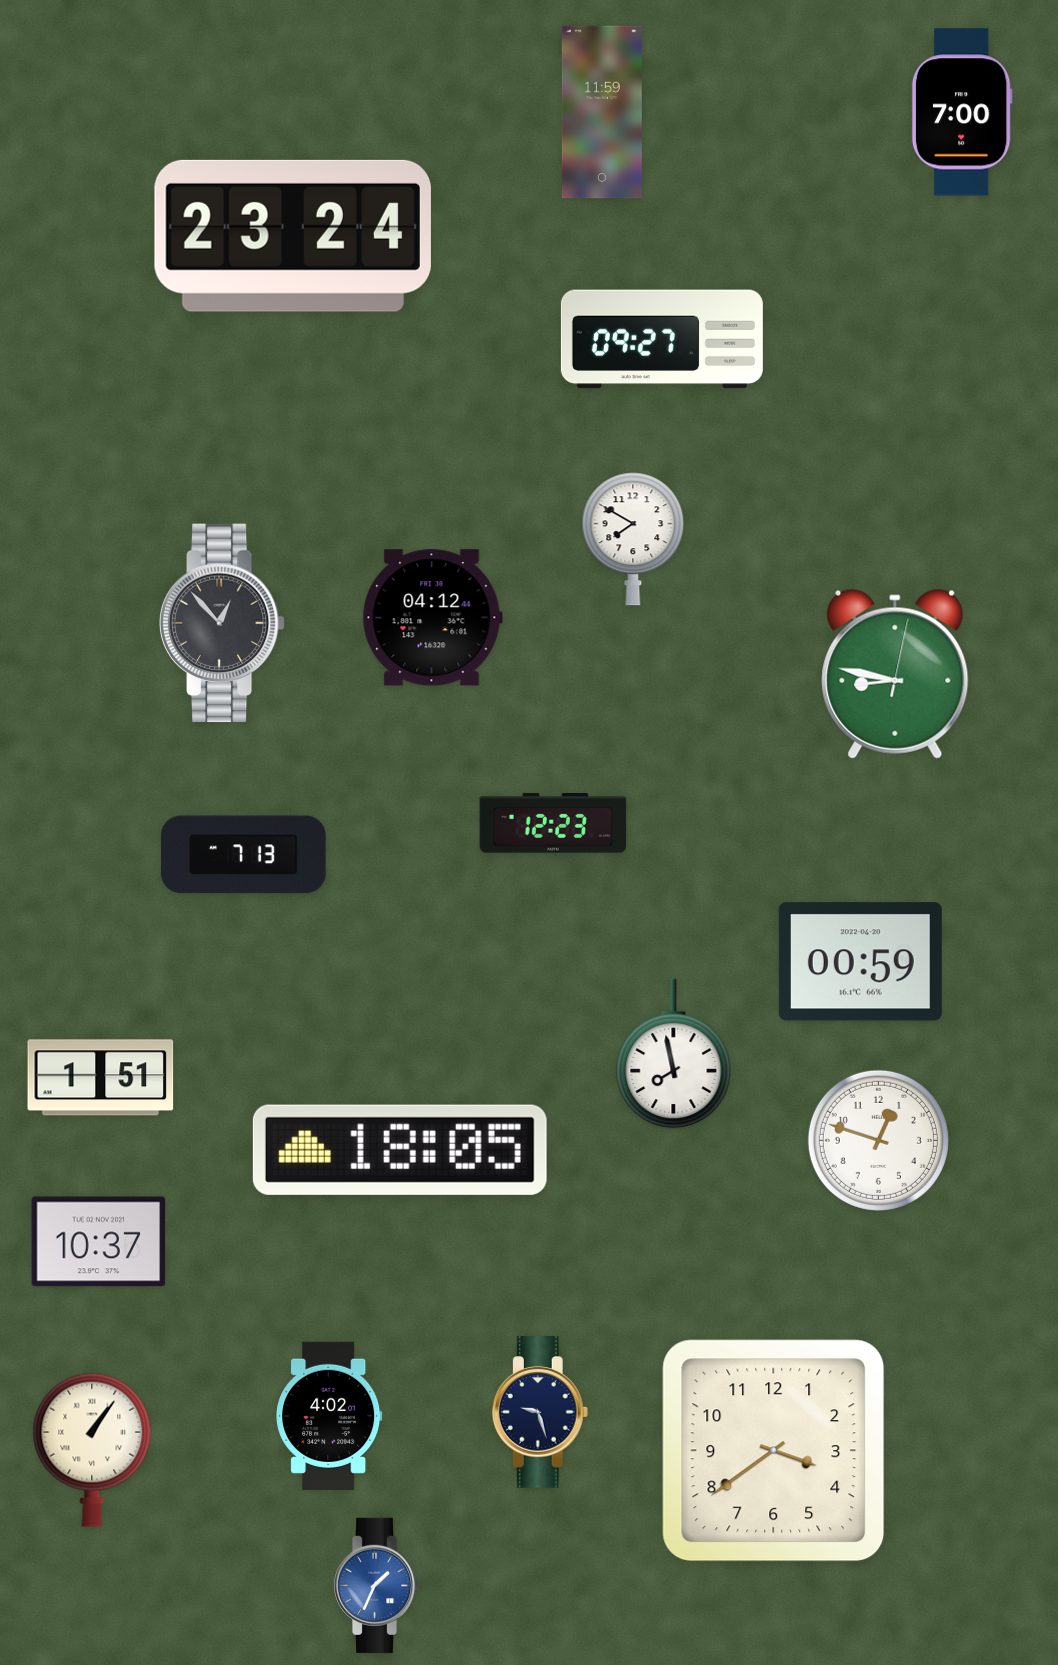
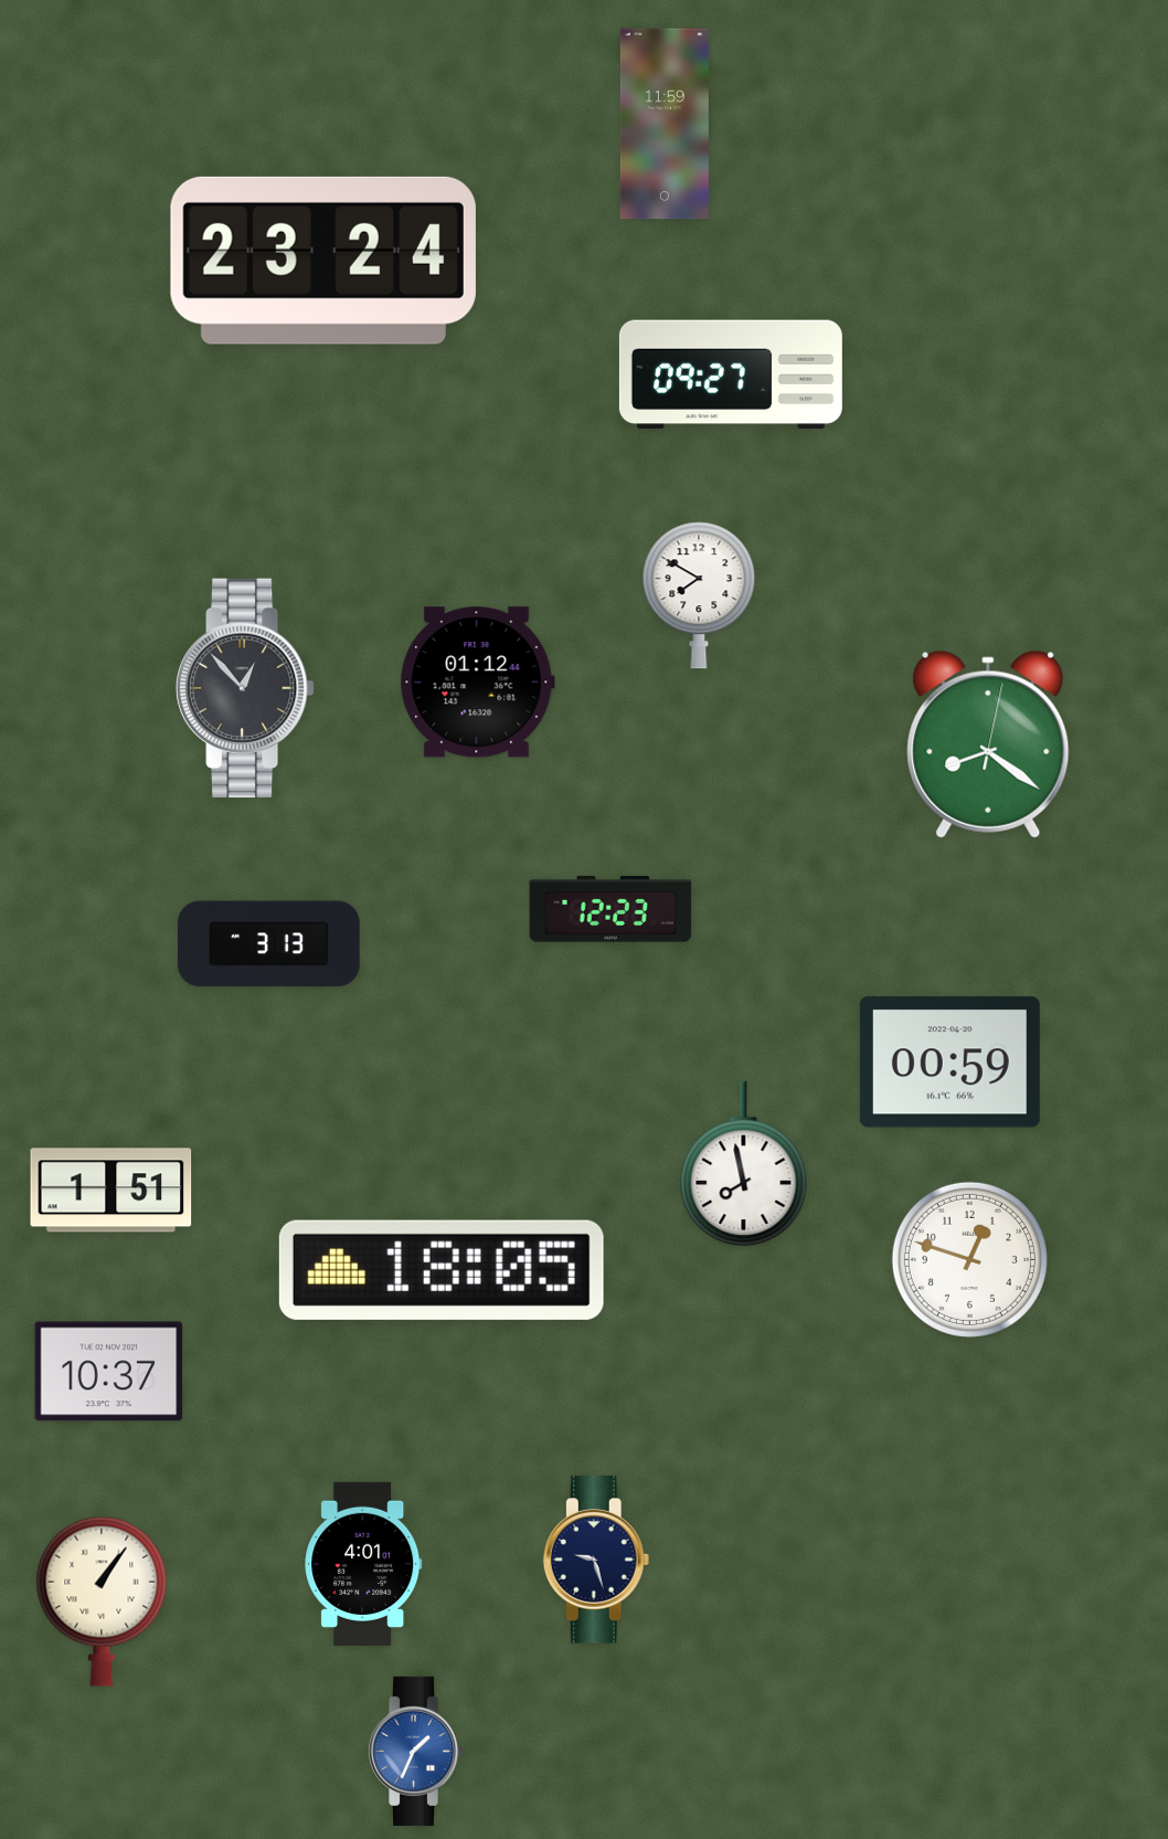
clock at (962, 112): 7:00 -> none
clock at (432, 618): 04:12 -> 01:12
clock at (895, 674): 8:47 -> 8:21
clock at (244, 855): 7:13 -> 3:13
clock at (329, 1416): 4:02 -> 4:01
clock at (774, 1451): 3:39 -> none
